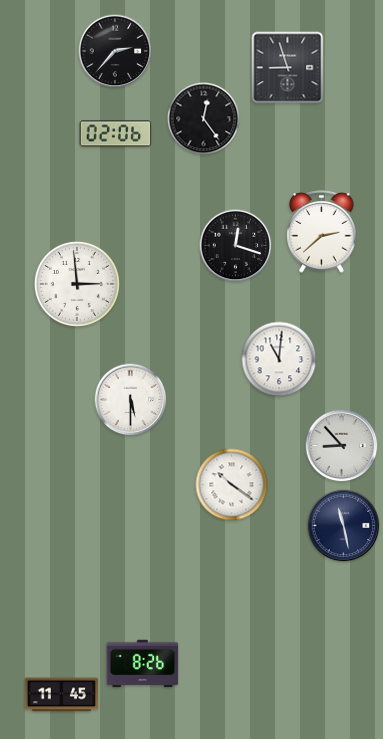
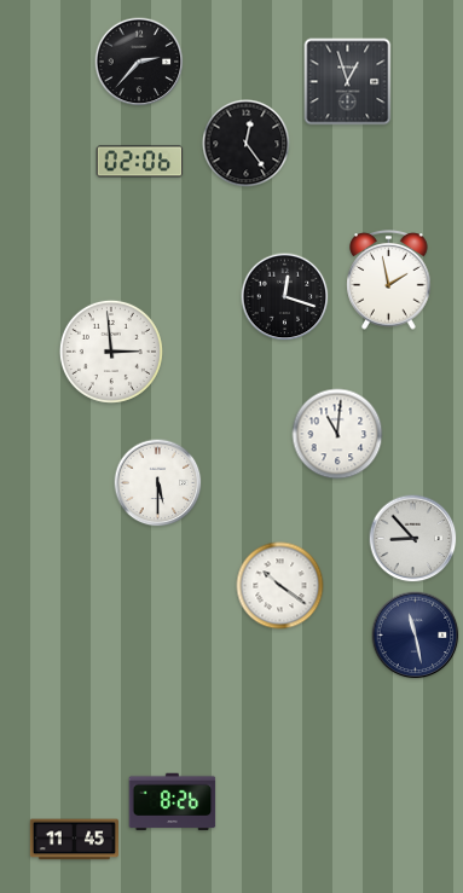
clock at (288, 68): 8:57 -> 12:57
clock at (322, 232): 2:38 -> 1:58
clock at (77, 284) position: (77, 284) -> (111, 352)
